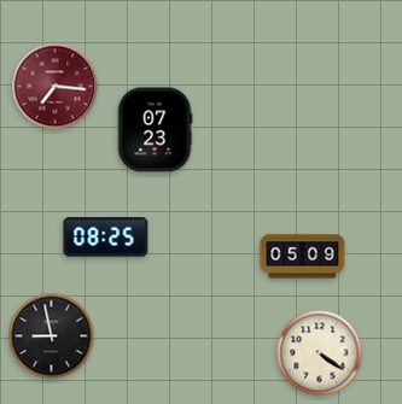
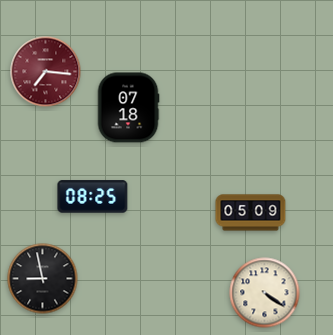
clock at (155, 130): 07:23 -> 07:18
clock at (106, 238) position: (106, 238) -> (93, 197)
